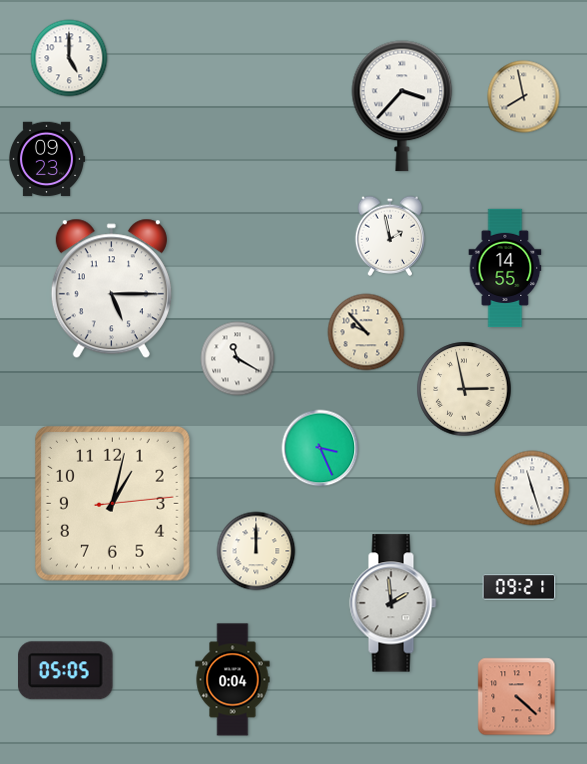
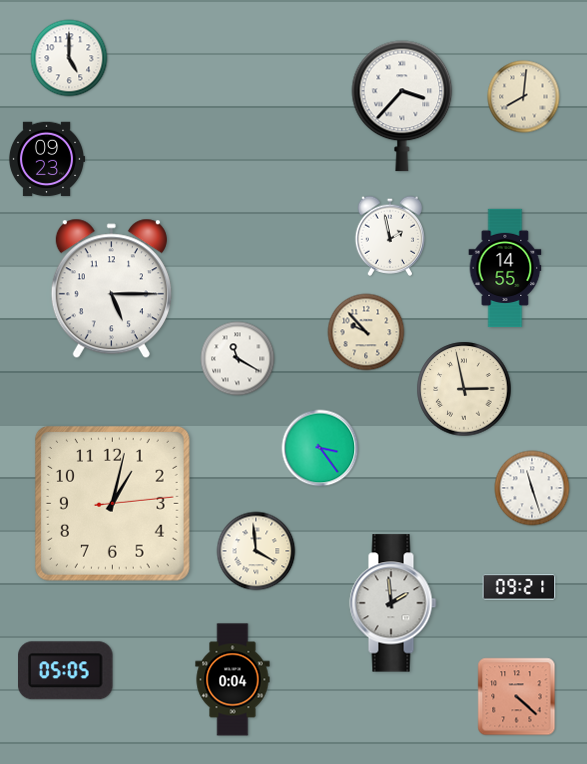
clock at (524, 97): 7:58 -> 8:01
clock at (320, 448): 3:26 -> 3:24
clock at (256, 551): 12:00 -> 3:59
